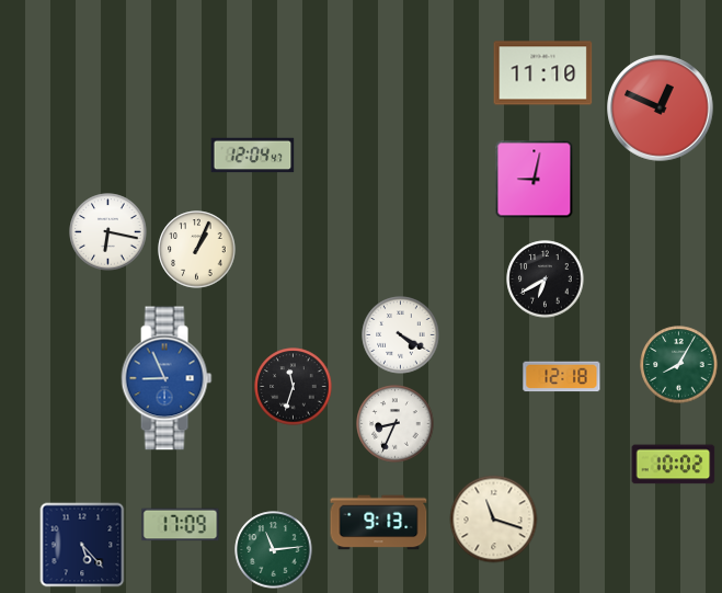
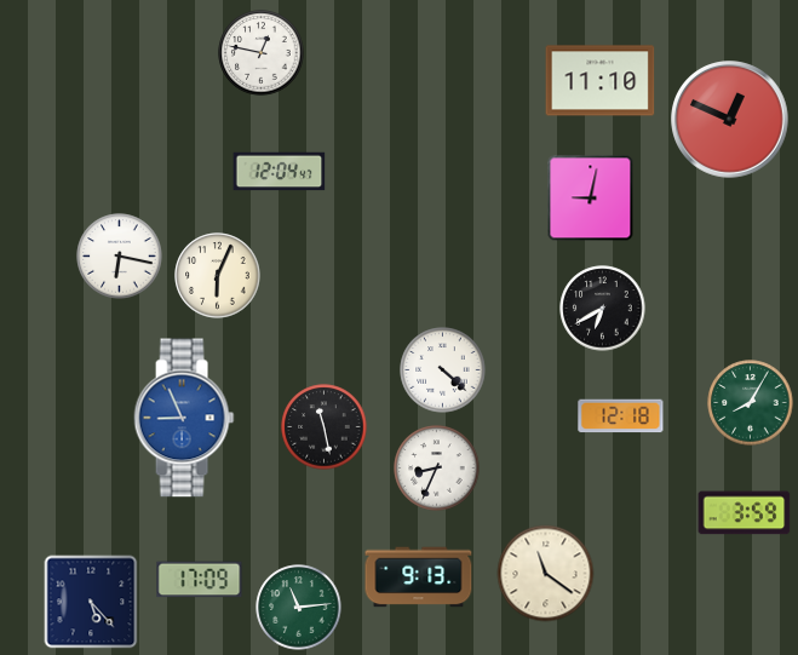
clock at (262, 53): none -> 12:47
clock at (197, 250): 1:04 -> 6:04
clock at (401, 335): 4:20 -> 4:22
clock at (294, 387): 11:33 -> 11:28
clock at (674, 465): 10:02 -> 3:59
clock at (494, 520): 11:18 -> 11:21
clock at (274, 550) position: (274, 550) -> (299, 608)
